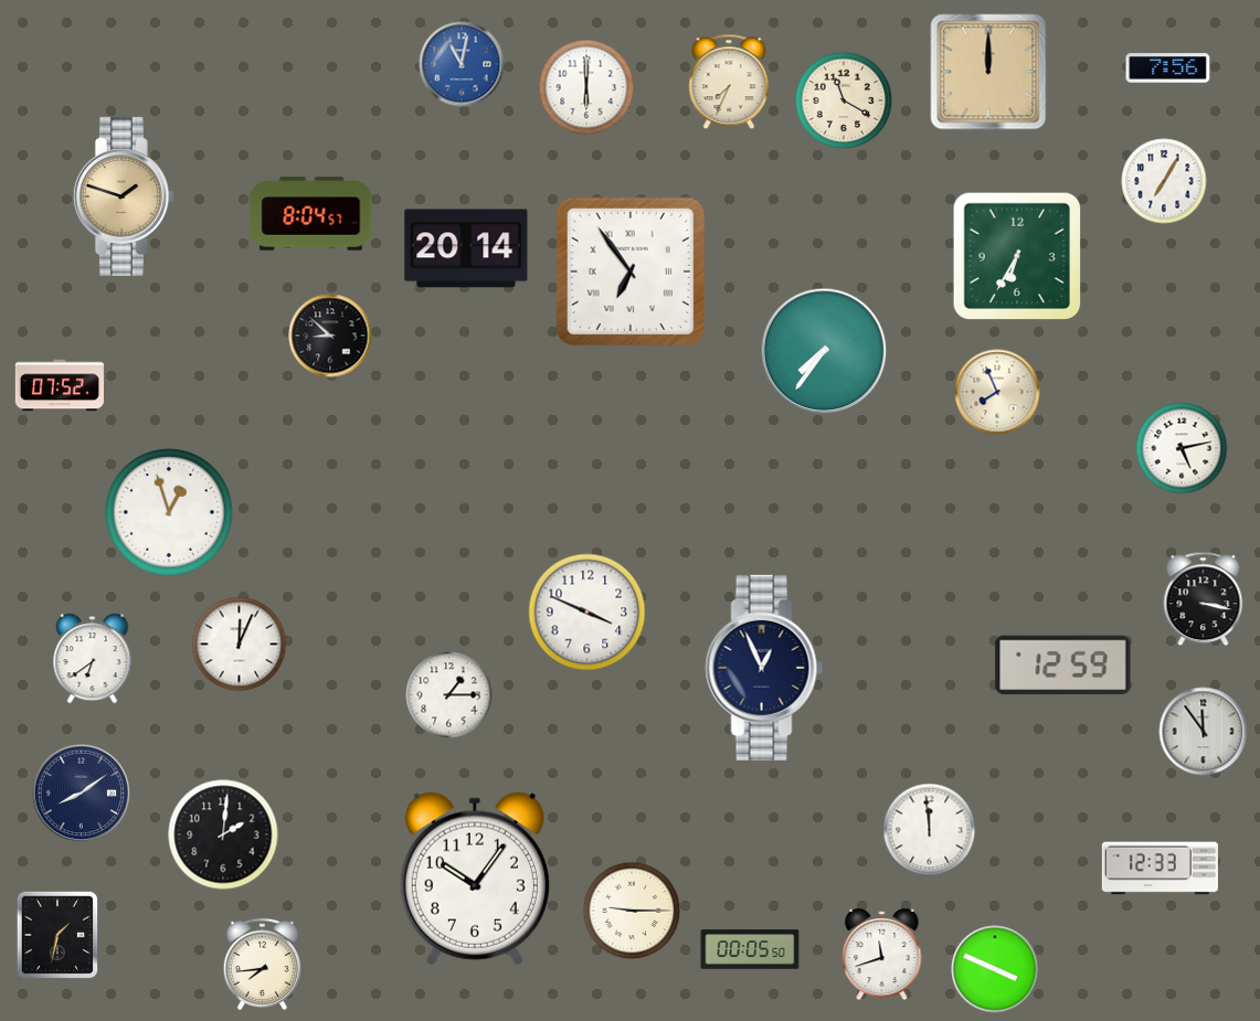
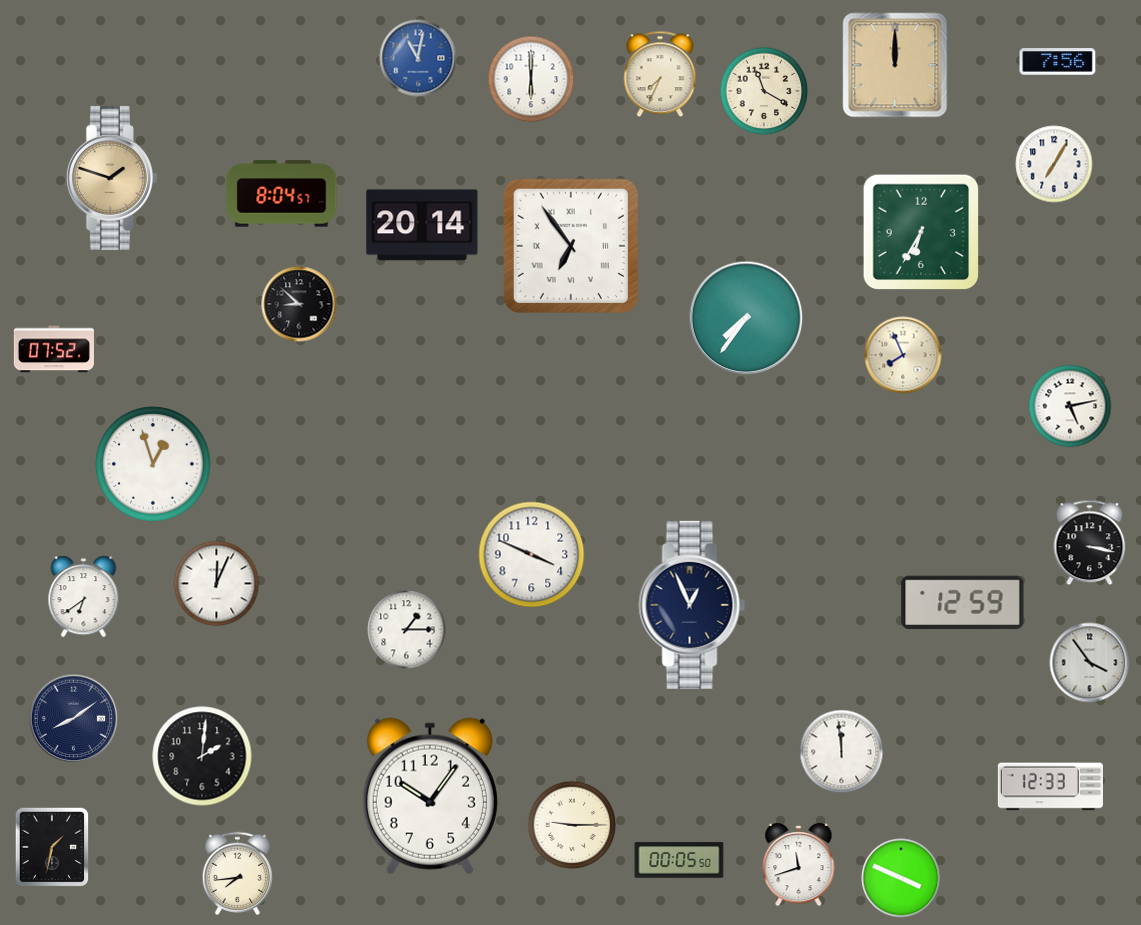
clock at (1204, 732): 11:54 -> 3:54
